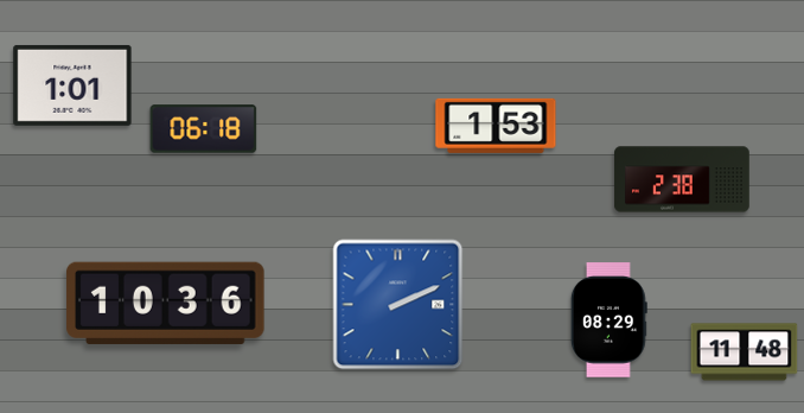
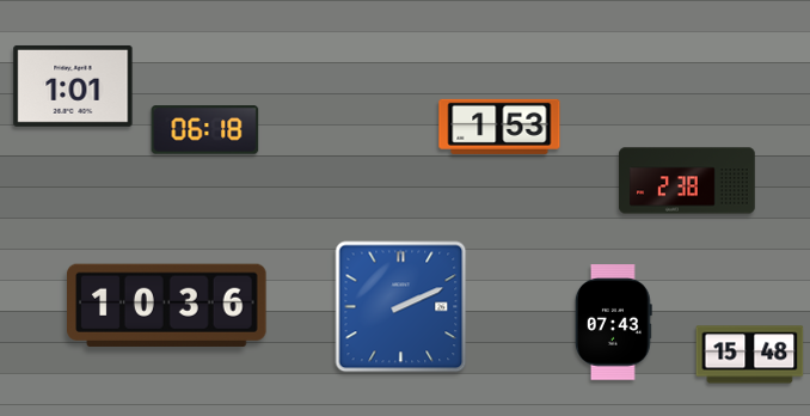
clock at (610, 320): 08:29 -> 07:43
clock at (745, 352): 11:48 -> 15:48
